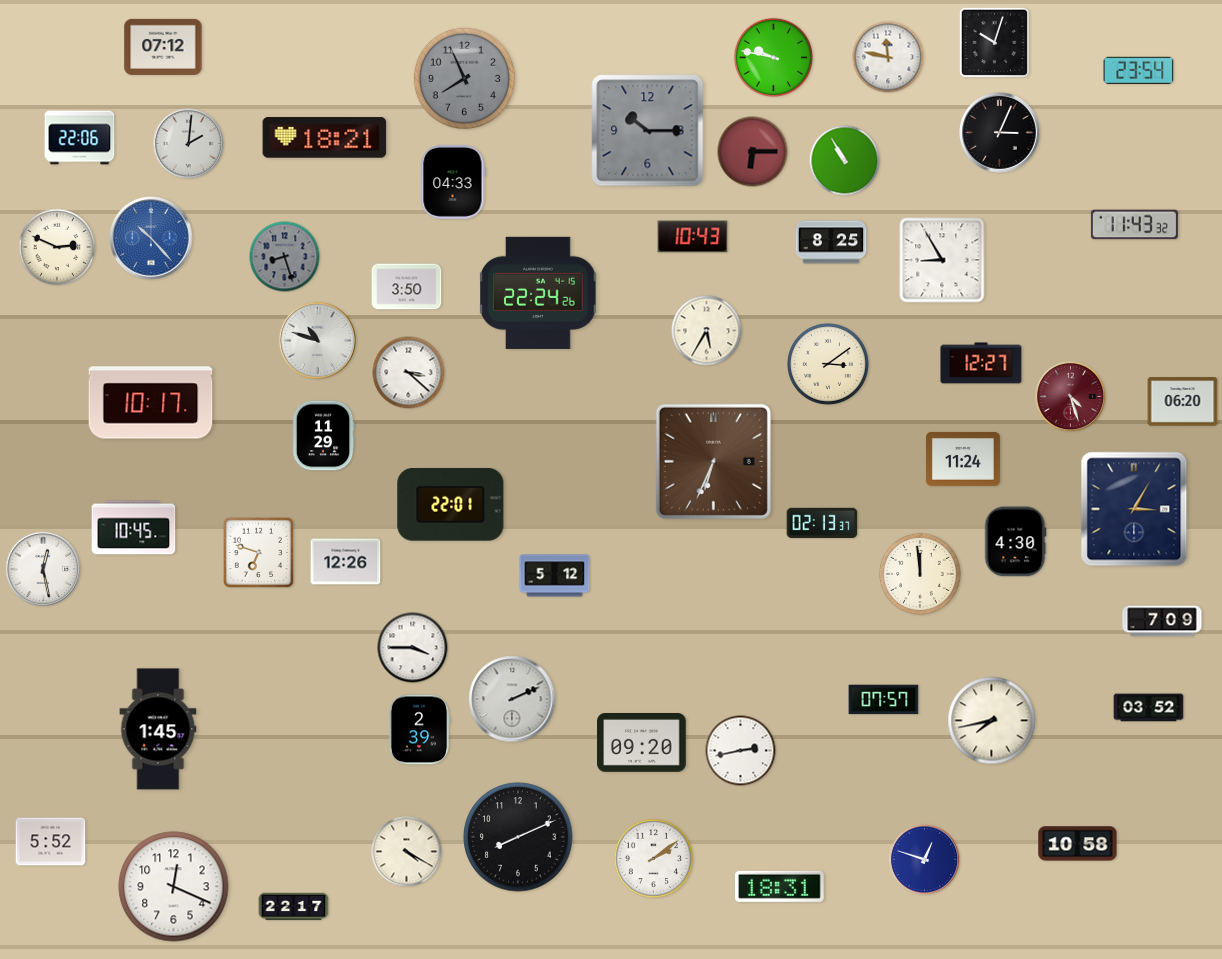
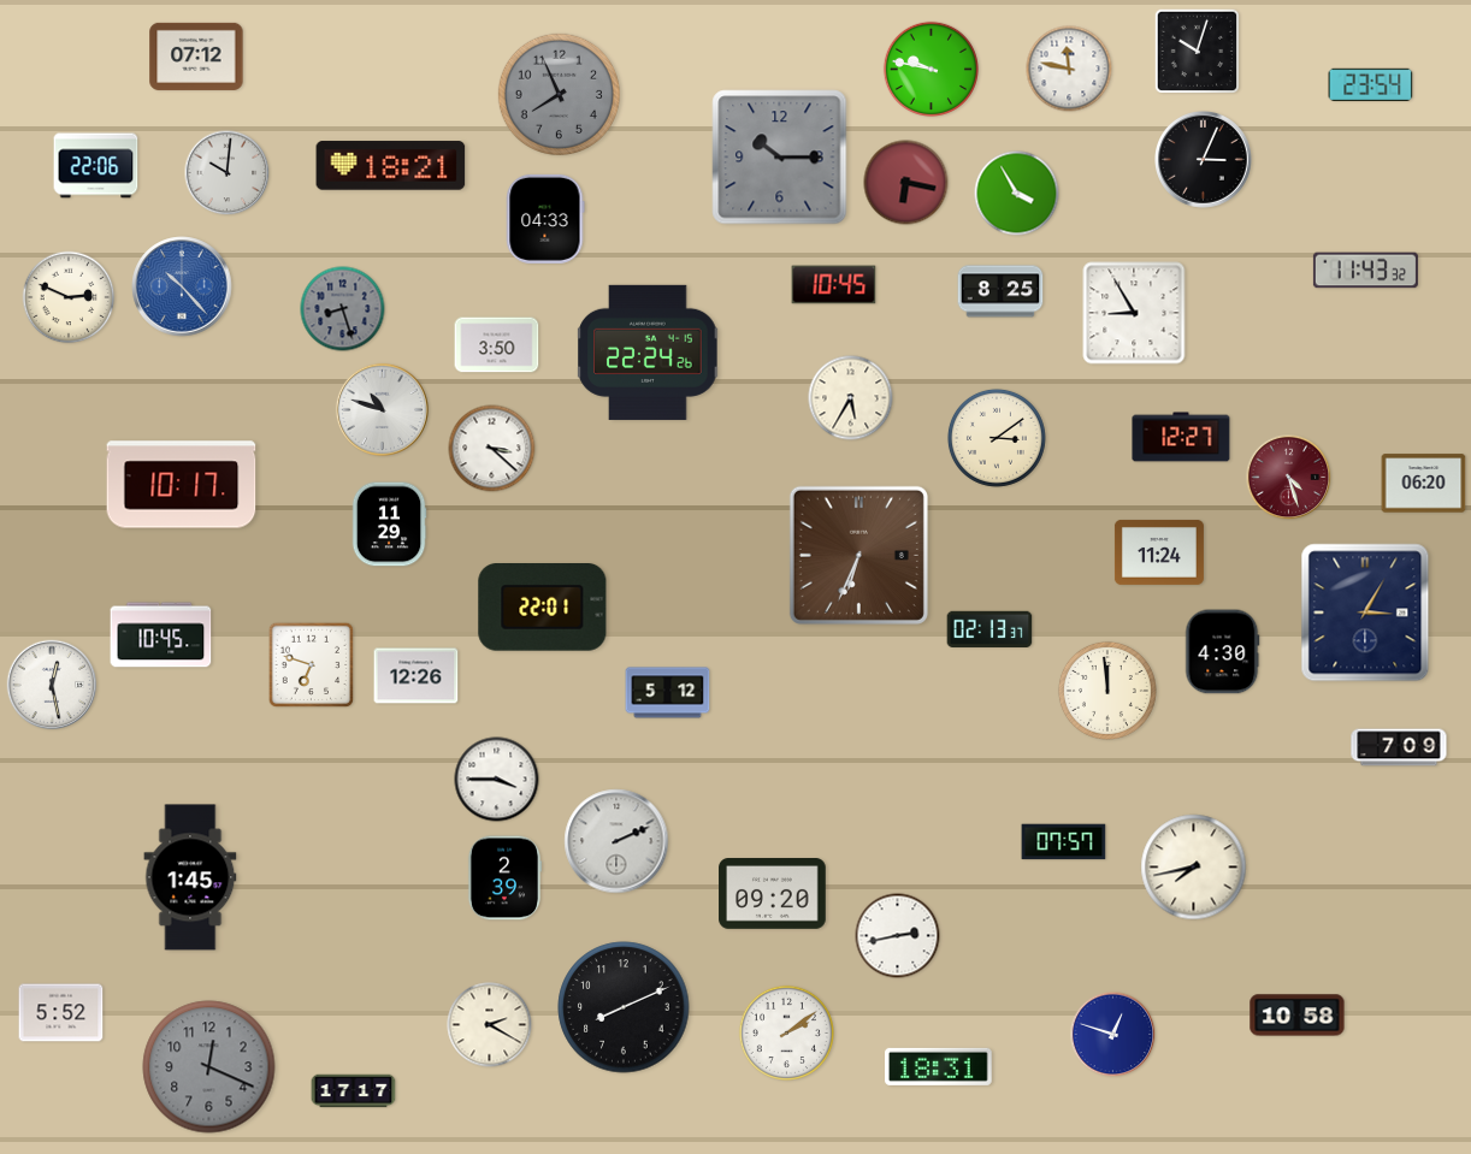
clock at (189, 144): 2:01 -> 10:01
clock at (753, 152): 6:15 -> 6:17
clock at (845, 161): 10:55 -> 3:55
clock at (693, 237): 10:43 -> 10:45
clock at (407, 287) position: (407, 287) -> (497, 345)
clock at (1149, 708): 03:52 -> none
clock at (741, 751) position: (741, 751) -> (898, 936)
clock at (407, 852): 4:20 -> 2:20
clock at (174, 887) dial: white -> grey
clock at (294, 907): 22:17 -> 17:17
